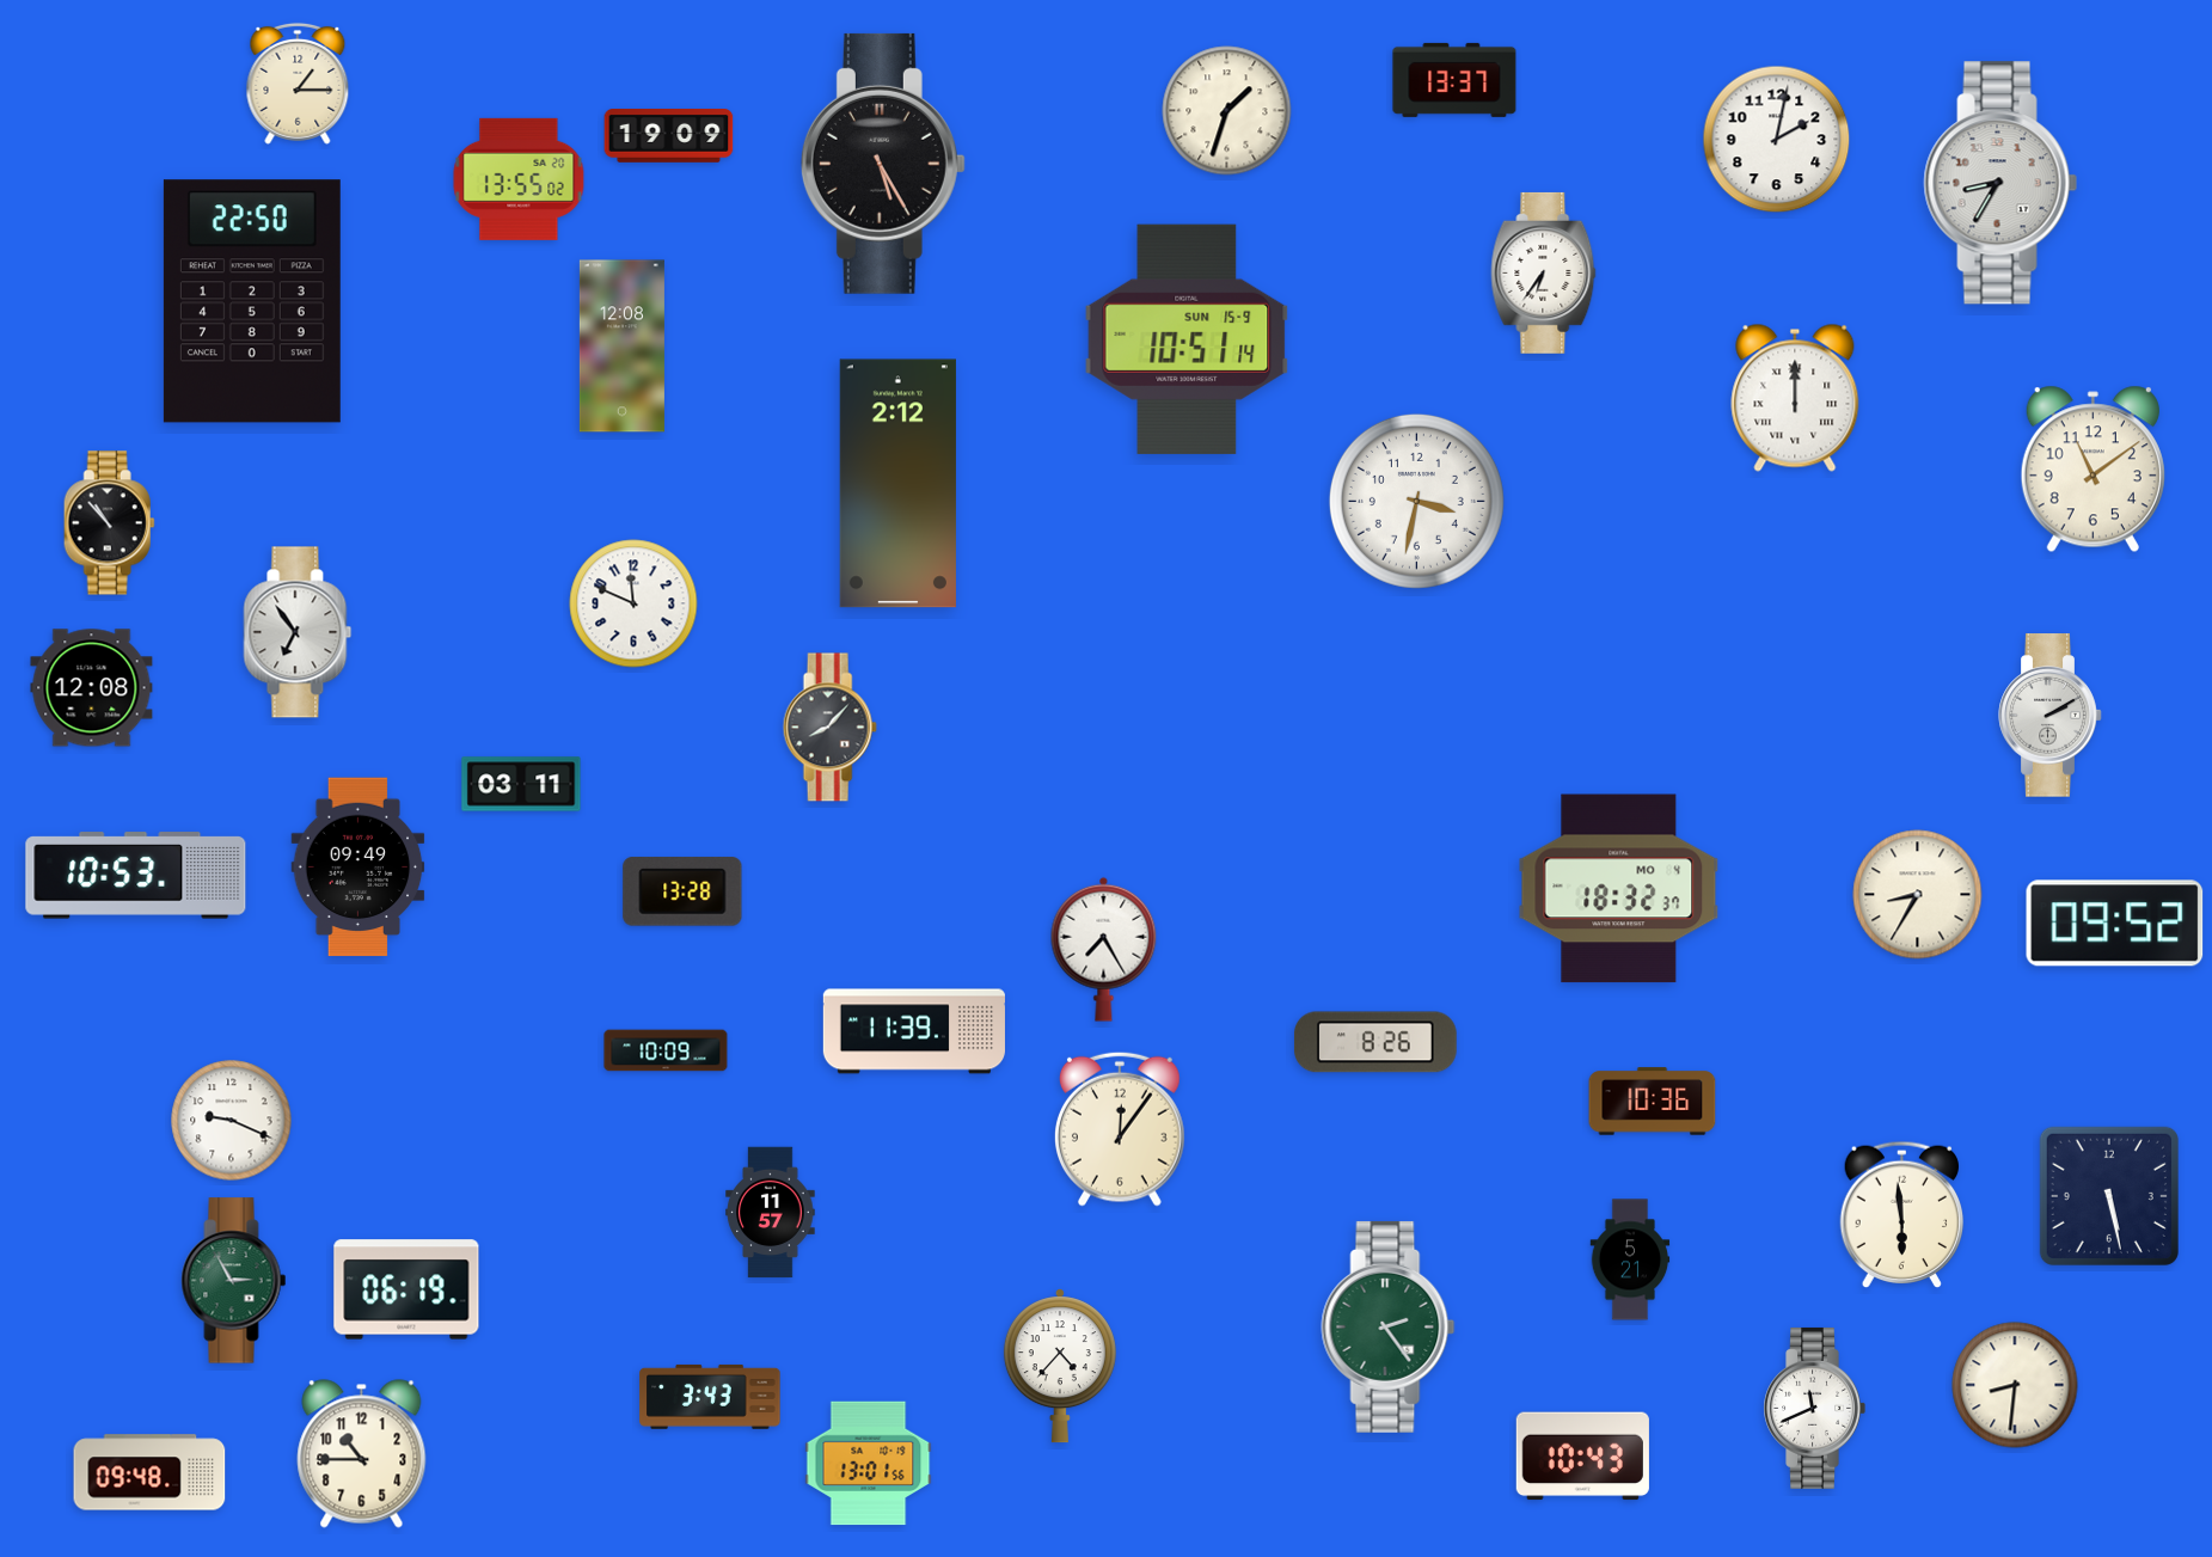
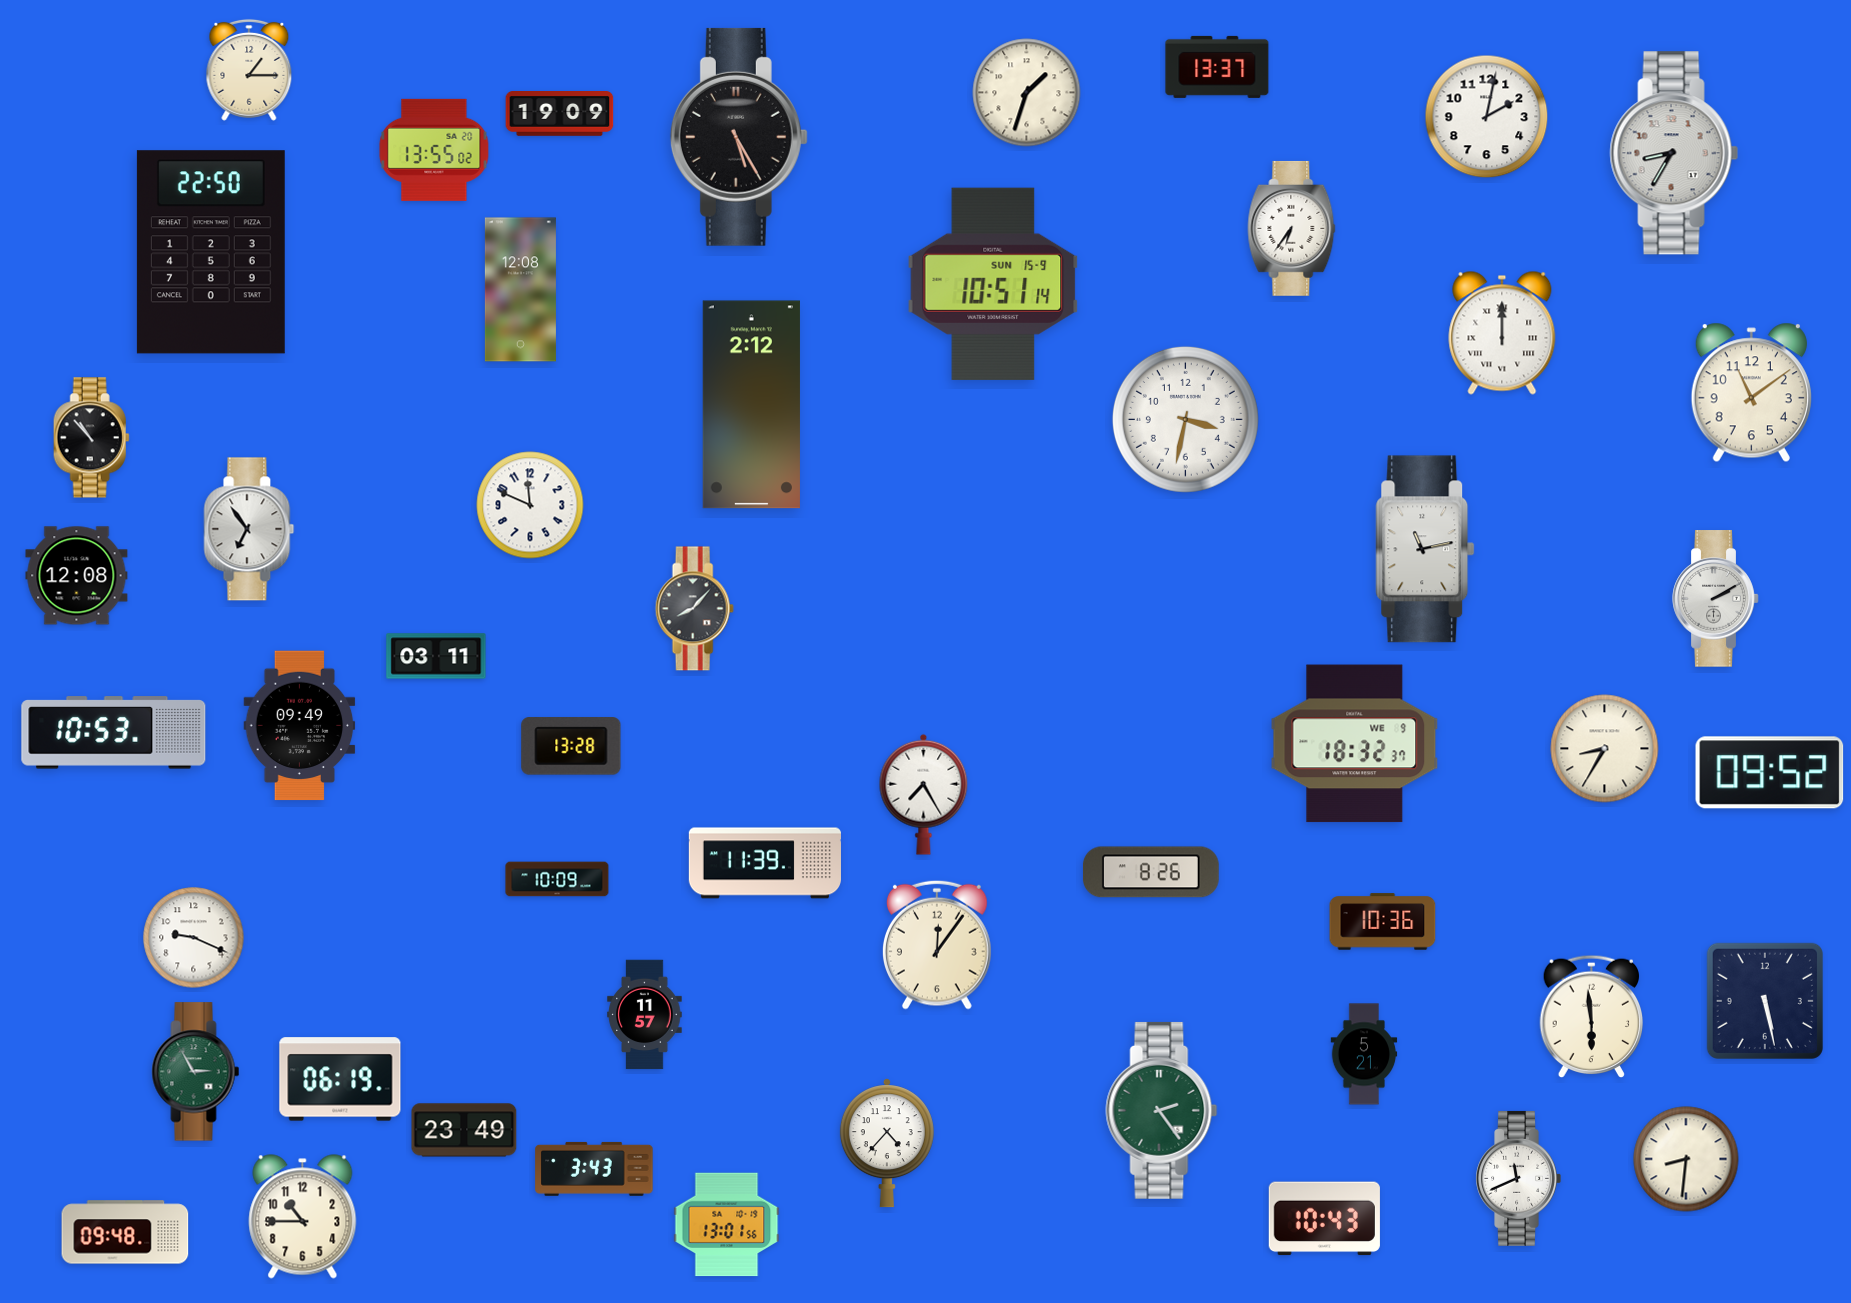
clock at (1425, 549): none -> 11:13
clock at (1619, 889) date: MO 4 -> WE 9
clock at (464, 1130): none -> 23:49
